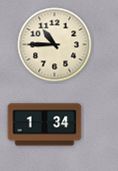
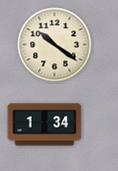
clock at (55, 45): 10:45 -> 10:21
